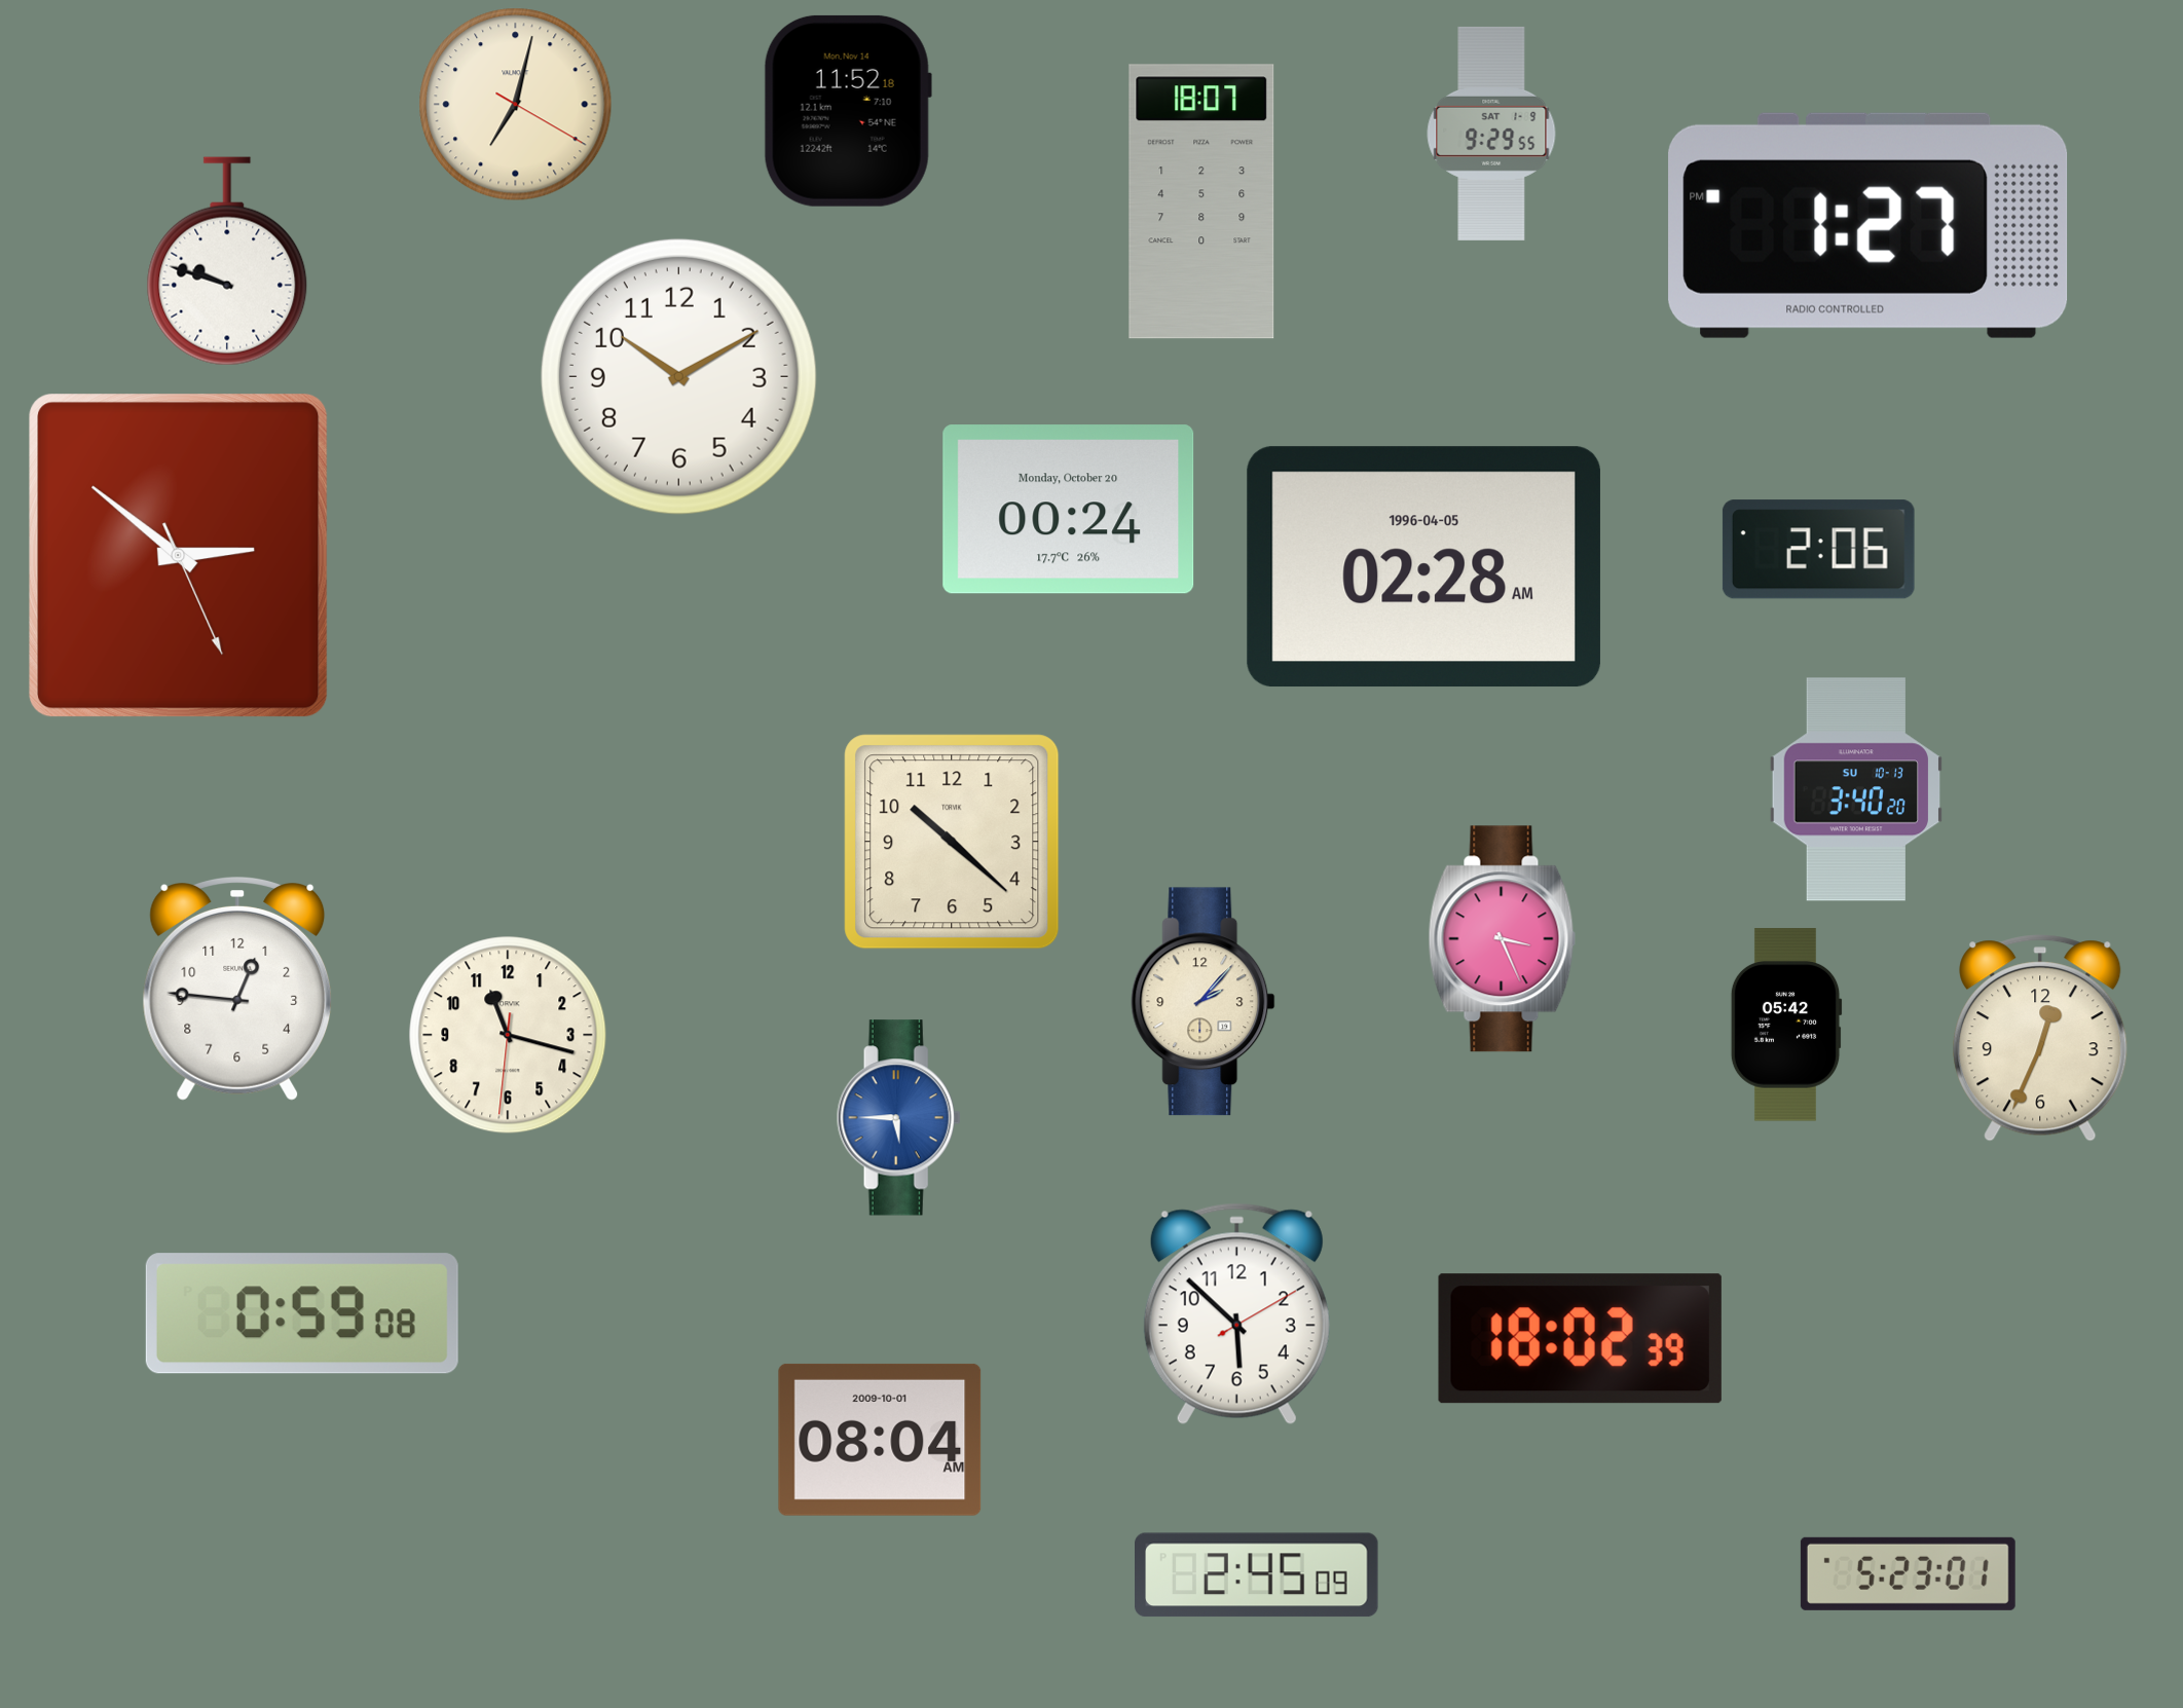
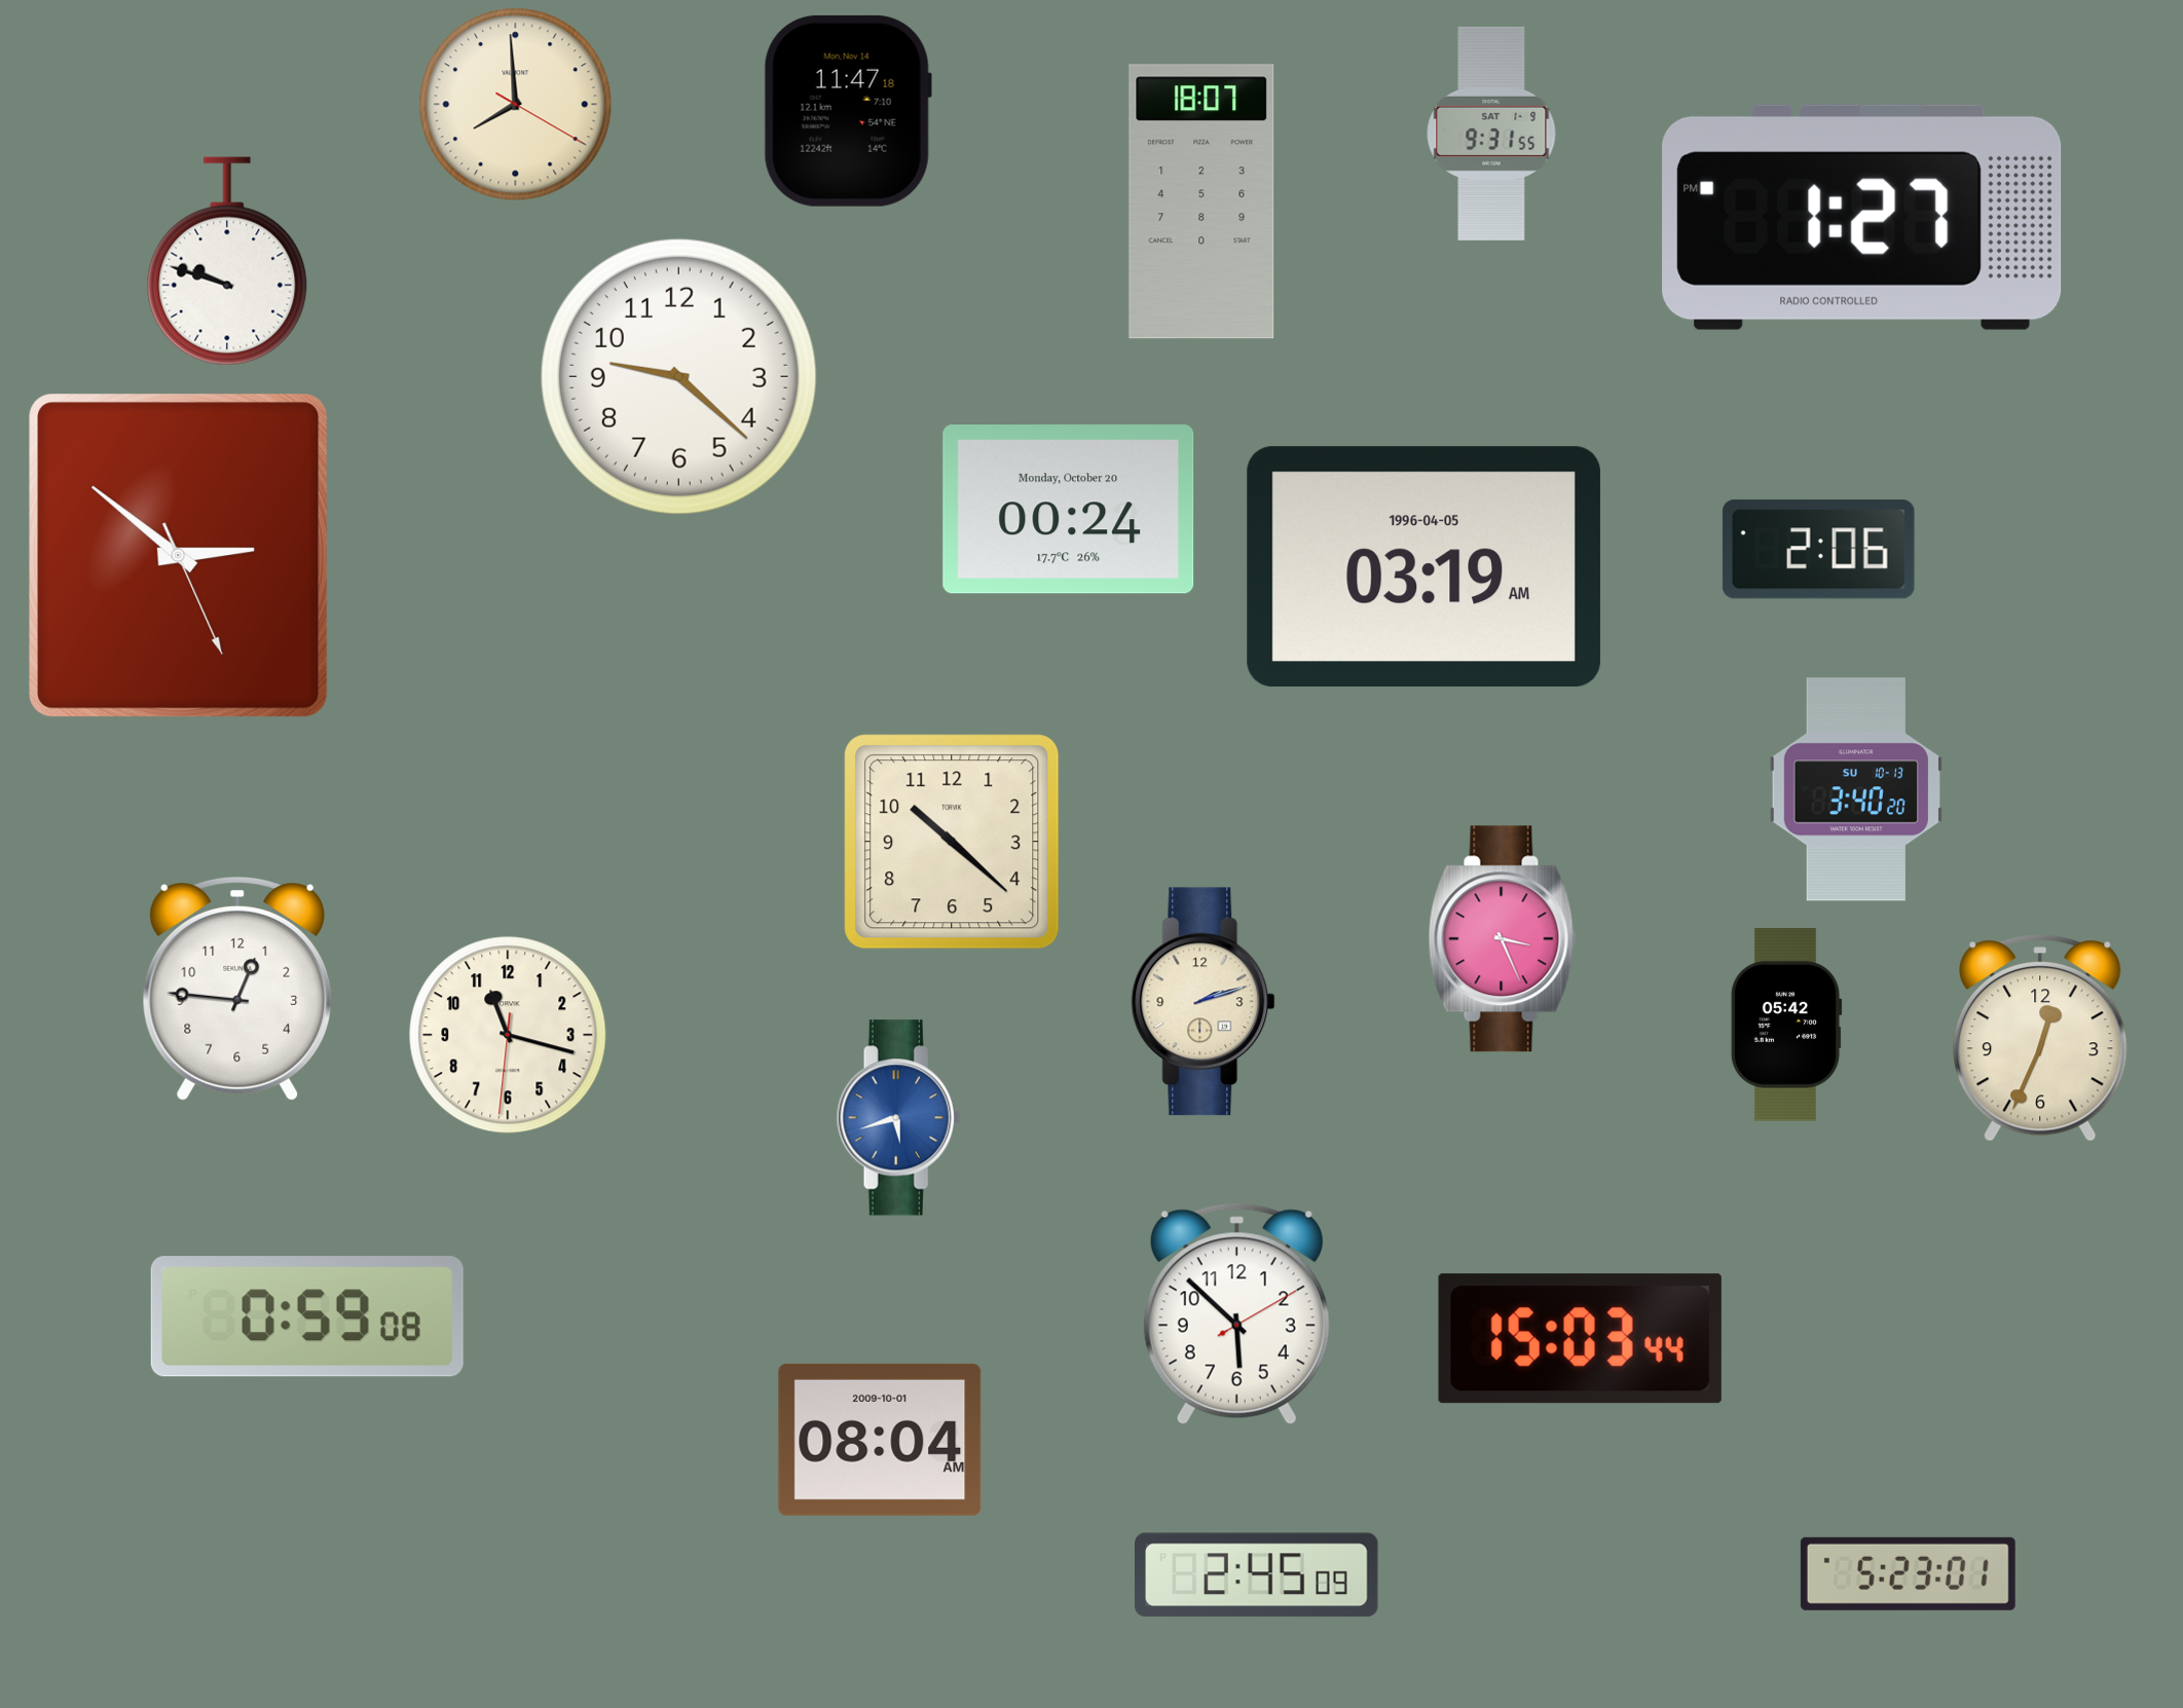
clock at (516, 105): 7:02 -> 7:59
clock at (848, 111): 11:52 -> 11:47
clock at (1491, 134): 9:29 -> 9:31
clock at (1868, 225) position: (1868, 225) -> (1862, 217)
clock at (678, 376): 10:10 -> 9:22
clock at (1423, 567): 02:28 -> 03:19
clock at (1204, 1002): 2:07 -> 2:12
clock at (898, 1118): 5:45 -> 5:42
clock at (302, 1313) position: (302, 1313) -> (307, 1316)
clock at (1580, 1339): 18:02 -> 15:03
